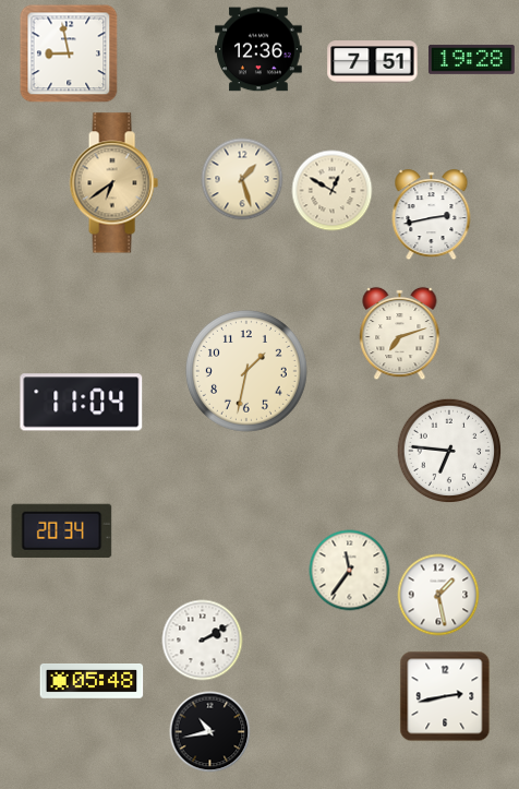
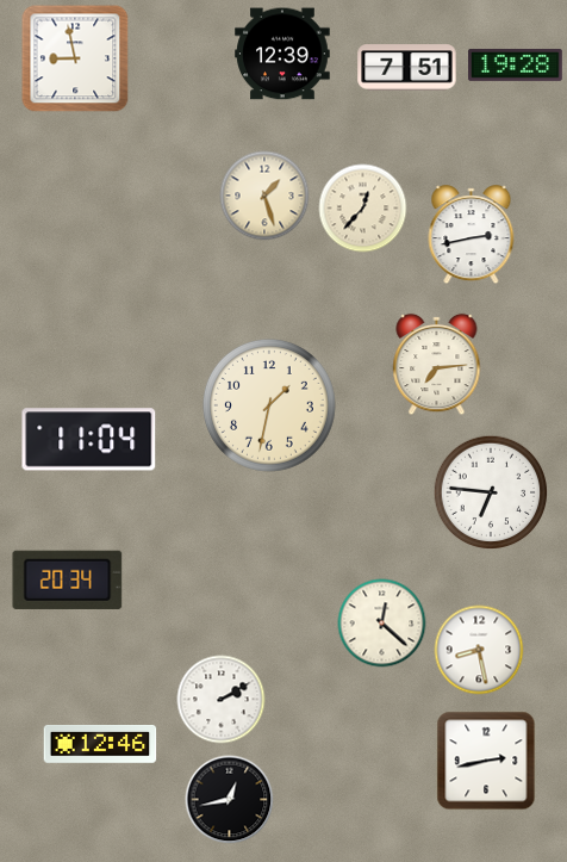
clock at (258, 49): 12:36 -> 12:39
clock at (113, 183): 6:39 -> none
clock at (333, 191): 12:50 -> 12:37
clock at (400, 334): 7:12 -> 7:14
clock at (350, 571): 11:36 -> 12:22
clock at (438, 595): 1:28 -> 8:28
clock at (92, 682): 05:48 -> 12:46
clock at (210, 732): 10:43 -> 12:43
